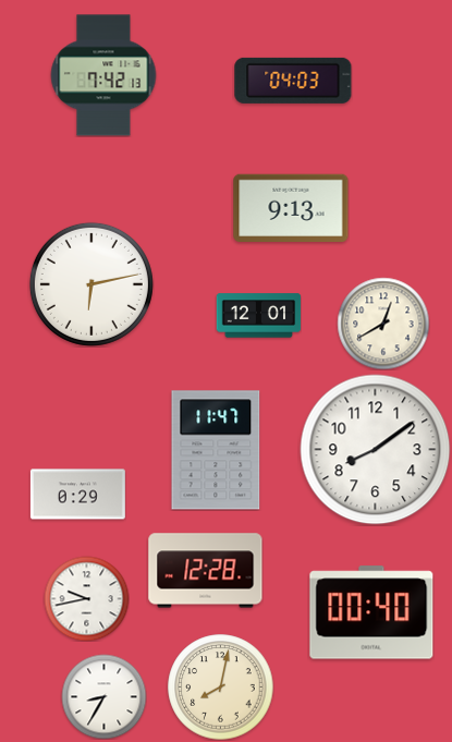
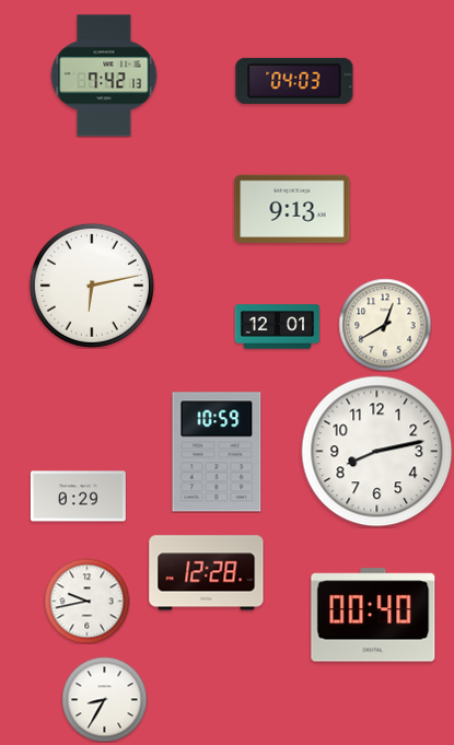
clock at (258, 316) position: (258, 316) -> (277, 327)
clock at (216, 450): 11:47 -> 10:59
clock at (376, 450): 8:09 -> 8:13
clock at (221, 688): 8:02 -> none
